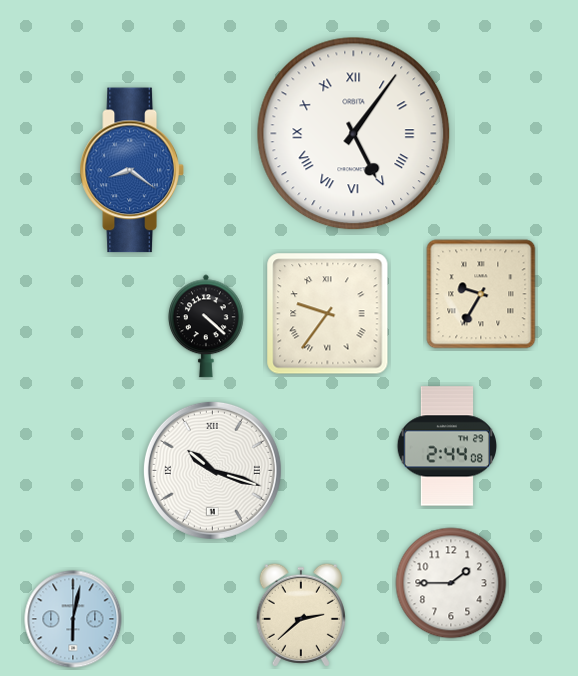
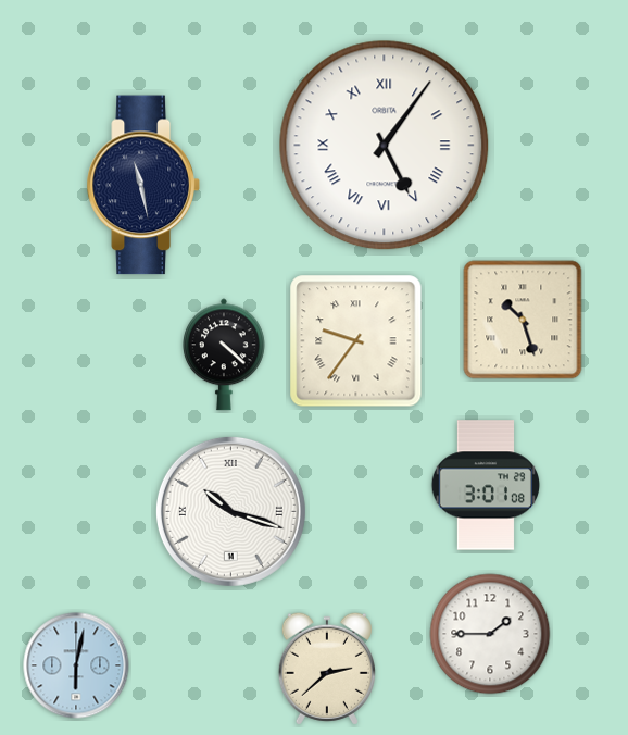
clock at (132, 170): 8:21 -> 11:28
clock at (132, 170) dial: blue -> navy
clock at (481, 294): 9:35 -> 10:27
clock at (446, 446): 2:44 -> 3:01
clock at (73, 619) position: (73, 619) -> (76, 665)
